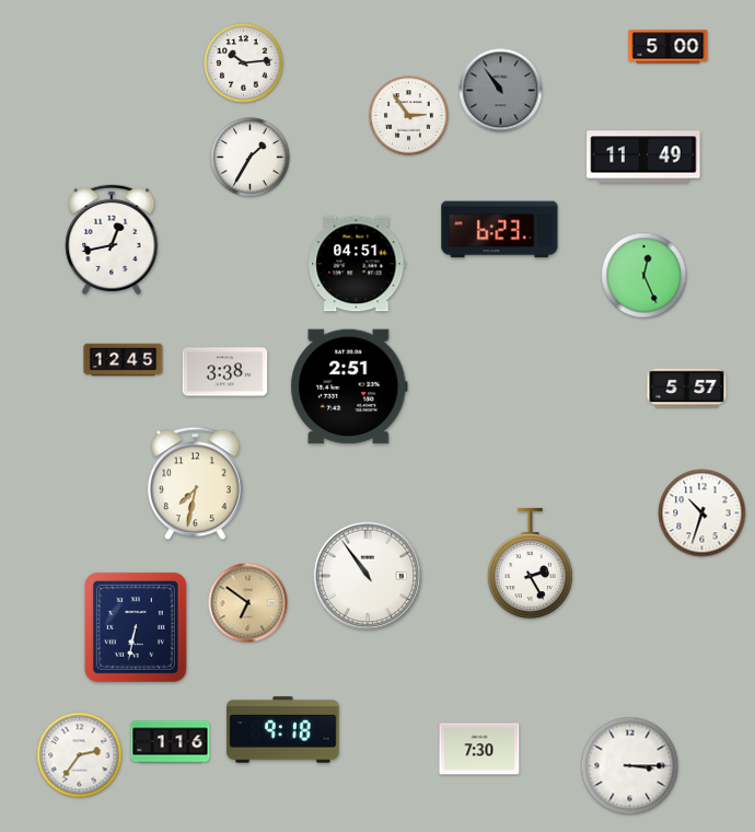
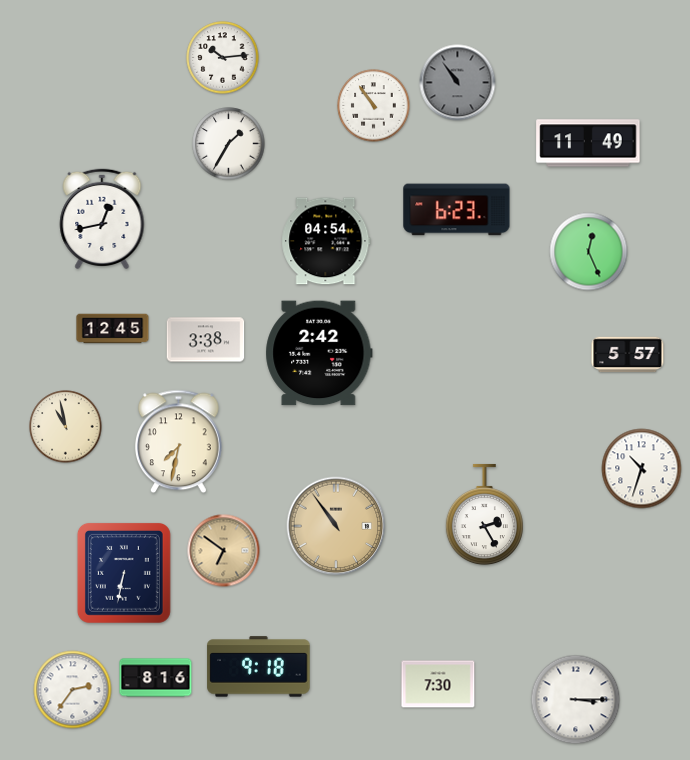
clock at (669, 47): 5:00 -> none
clock at (409, 116): 2:54 -> 10:54
clock at (357, 264): 04:51 -> 04:54
clock at (349, 386): 2:51 -> 2:42
clock at (66, 427): none -> 10:58
clock at (368, 576) dial: white -> champagne
clock at (248, 603) position: (248, 603) -> (224, 551)
clock at (171, 742): 1:16 -> 8:16
